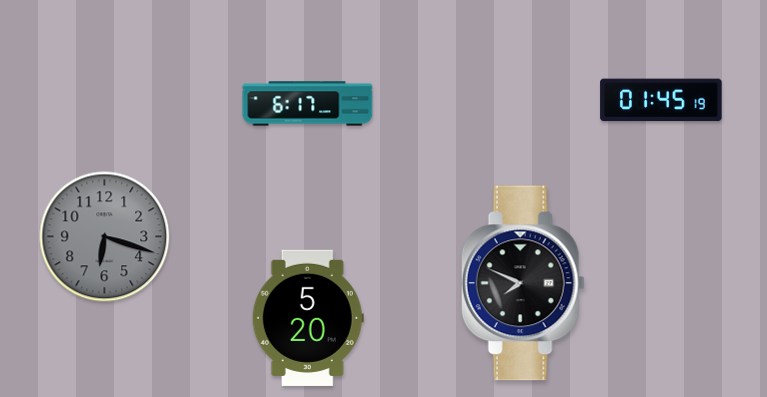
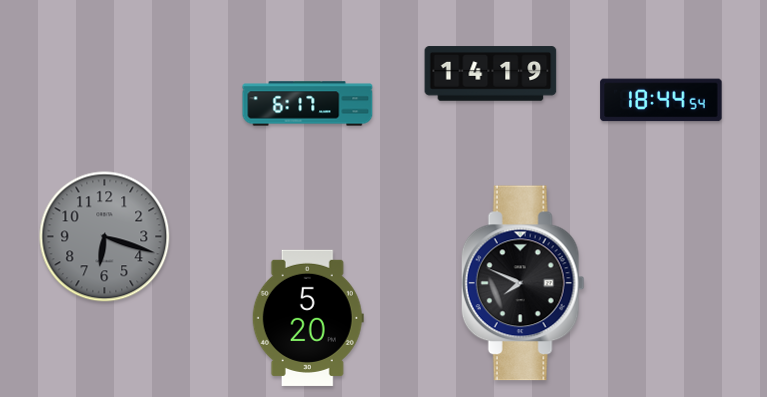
clock at (491, 74): none -> 14:19
clock at (661, 100): 01:45 -> 18:44
